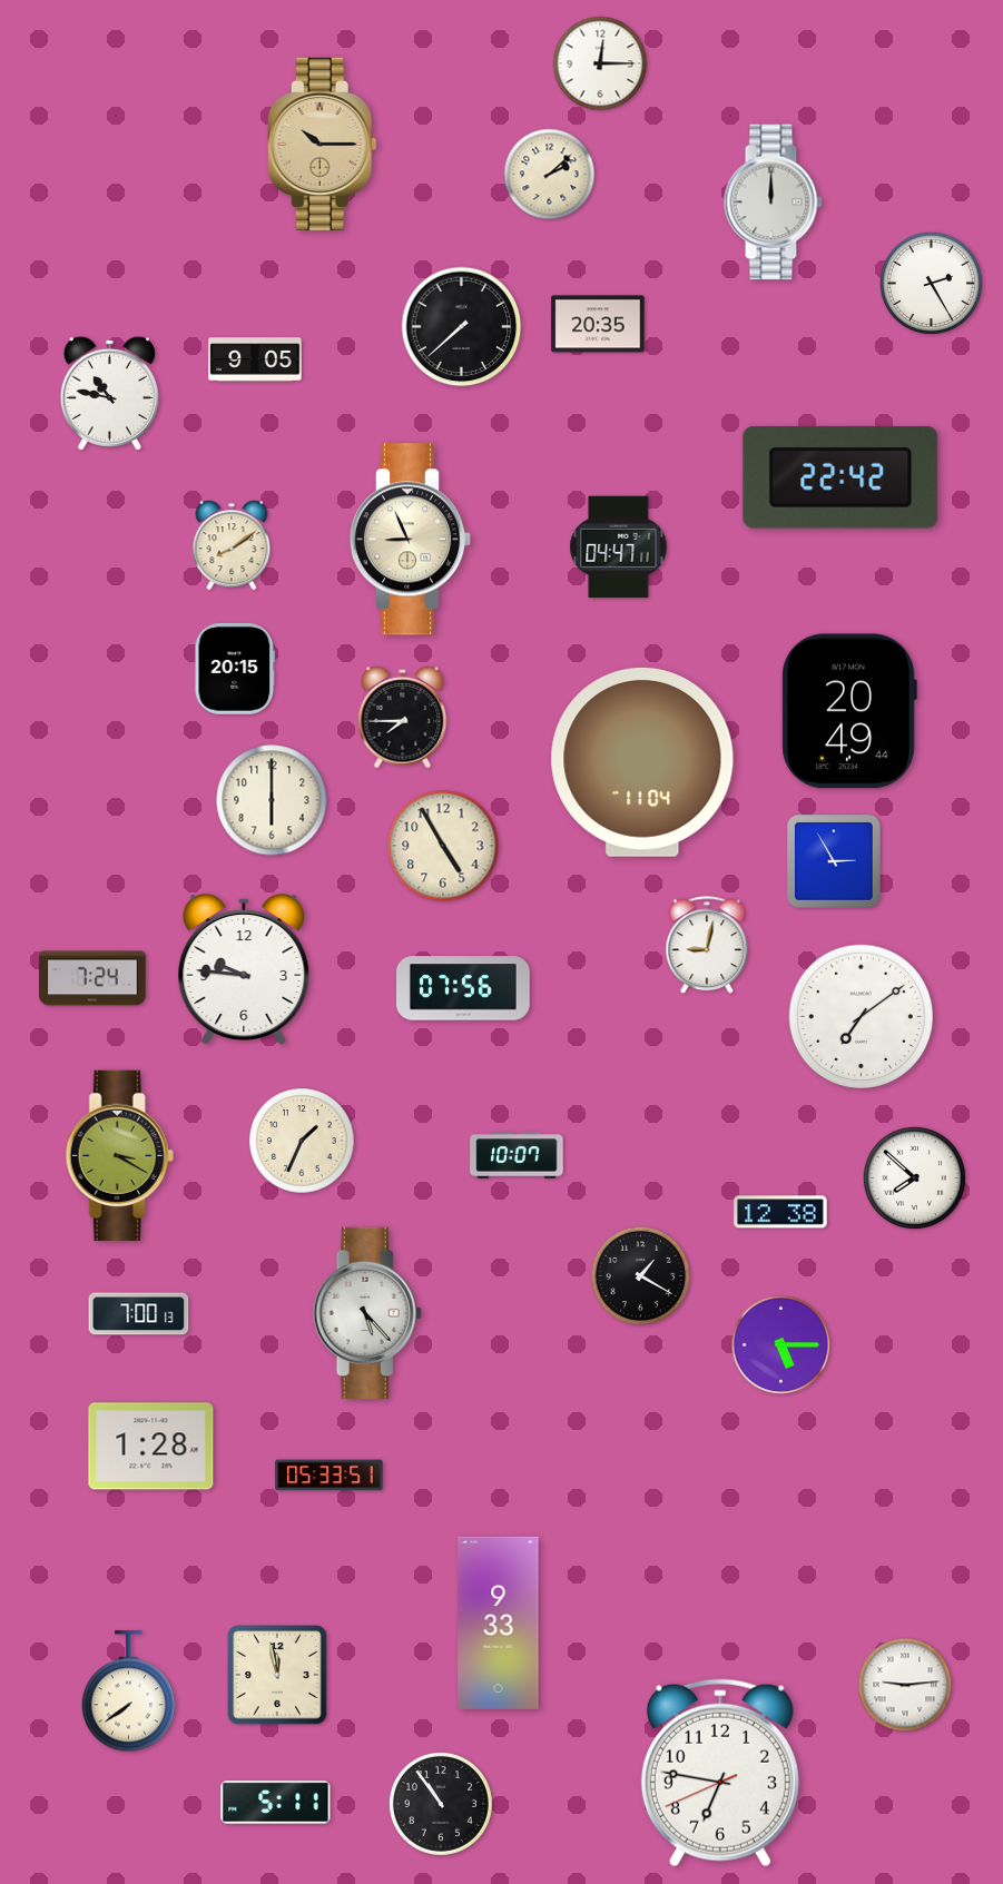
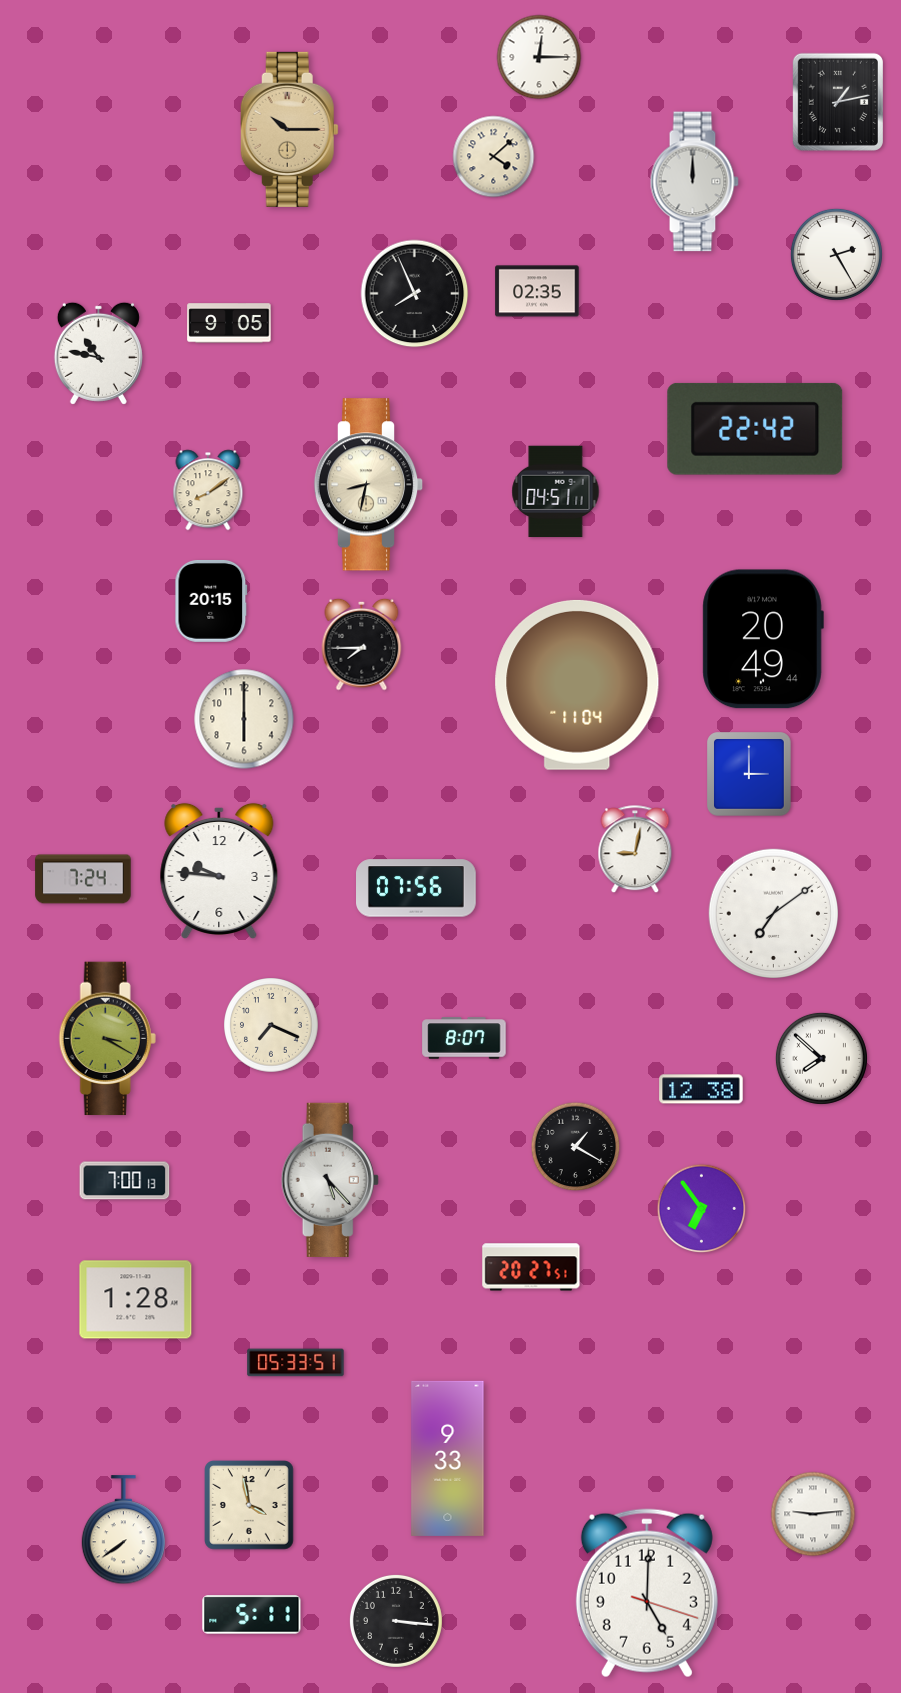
clock at (838, 102): none -> 1:13
clock at (550, 175): 2:08 -> 4:08
clock at (598, 324): 20:35 -> 02:35
clock at (462, 327): 7:38 -> 7:56
clock at (411, 540): 8:56 -> 8:32
clock at (619, 548): 04:47 -> 04:51
clock at (443, 846): 4:55 -> none
clock at (835, 862): 2:55 -> 3:00
clock at (302, 1141): 1:34 -> 7:19
clock at (517, 1155): 10:07 -> 8:07
clock at (781, 1345): 5:15 -> 6:54
clock at (531, 1267): none -> 20:27
clock at (330, 1476) position: (330, 1476) -> (296, 1363)
clock at (278, 1676): 11:58 -> 3:58
clock at (128, 1691) position: (128, 1691) -> (123, 1530)
clock at (720, 1773): 6:46 -> 5:00
clock at (276, 1803) position: (276, 1803) -> (252, 1615)
clock at (441, 1804): 10:54 -> 3:16
